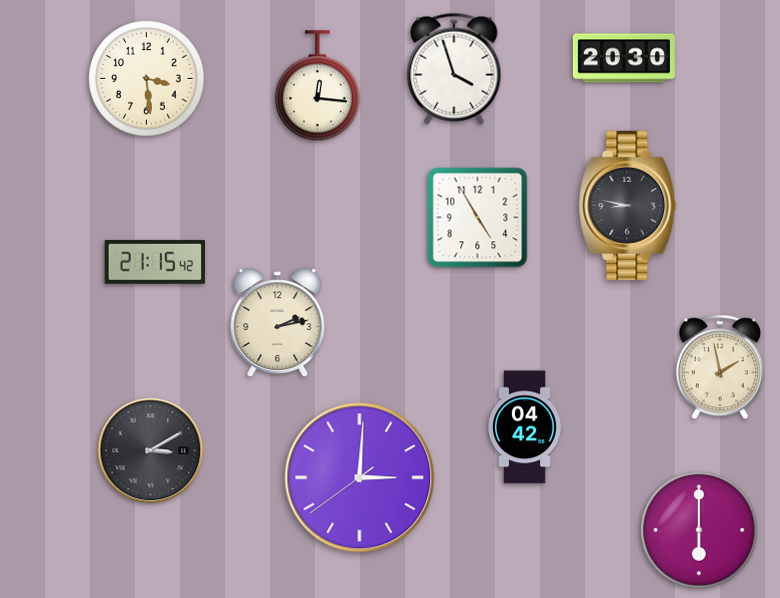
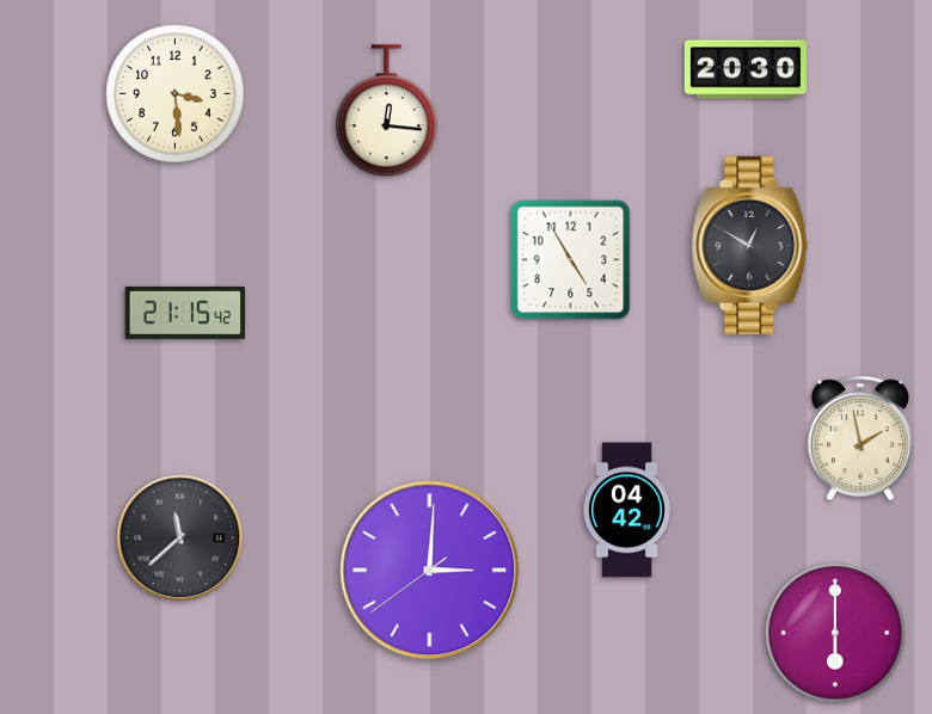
clock at (454, 69): 3:57 -> none
clock at (317, 86) position: (317, 86) -> (386, 111)
clock at (628, 205): 8:47 -> 12:50
clock at (278, 322): 2:13 -> none
clock at (151, 451): 3:10 -> 11:38
